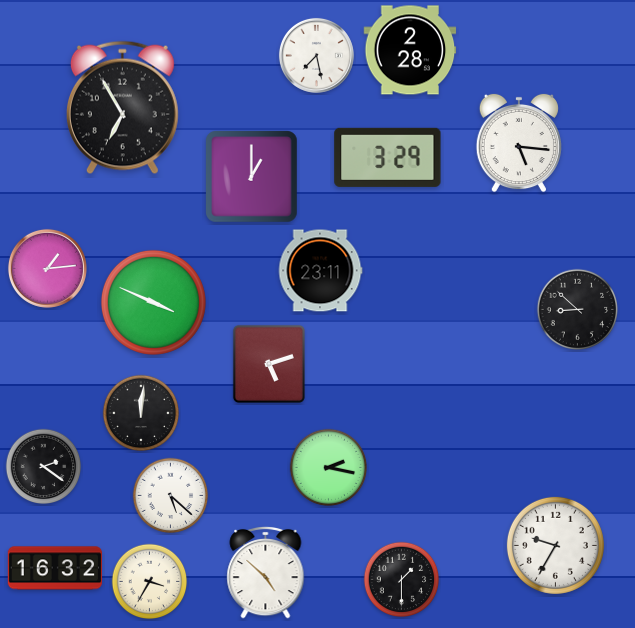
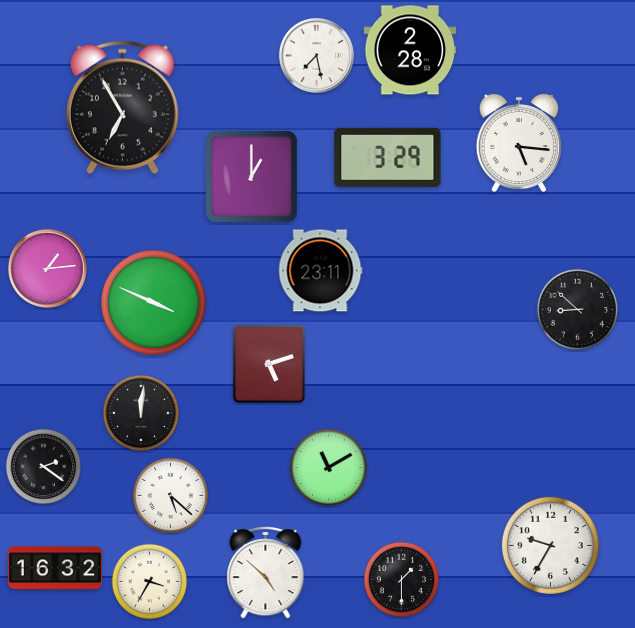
clock at (329, 468): 2:17 -> 11:10
clock at (555, 545) position: (555, 545) -> (550, 545)
